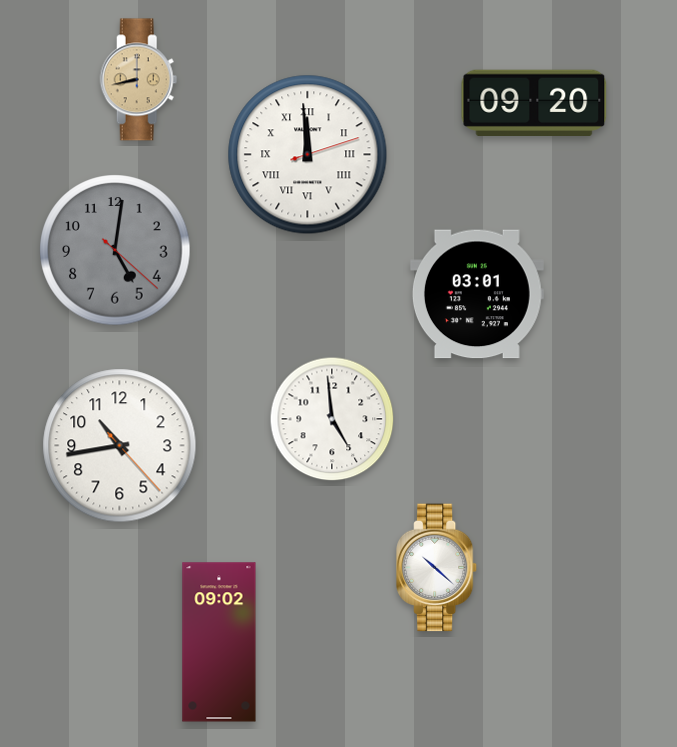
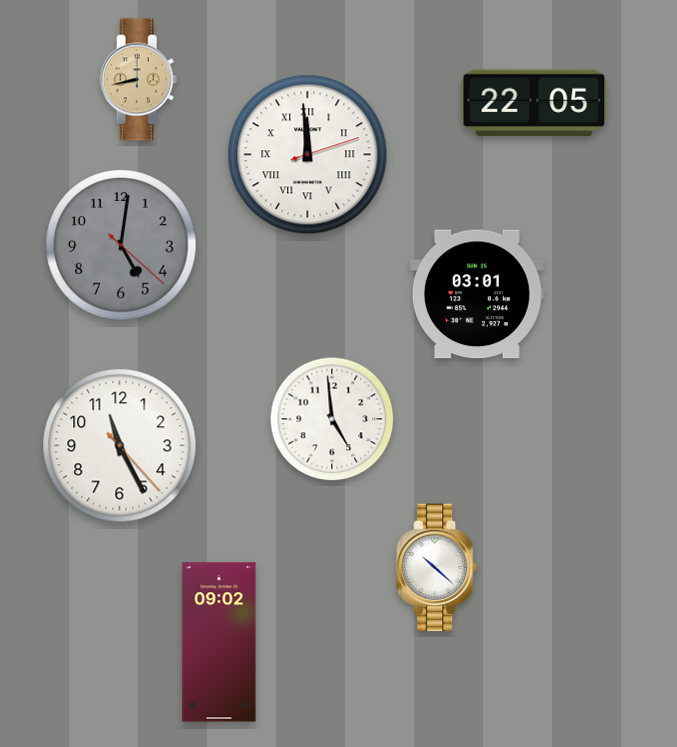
clock at (534, 102): 09:20 -> 22:05
clock at (115, 250) position: (115, 250) -> (121, 245)
clock at (120, 446): 10:43 -> 11:25
